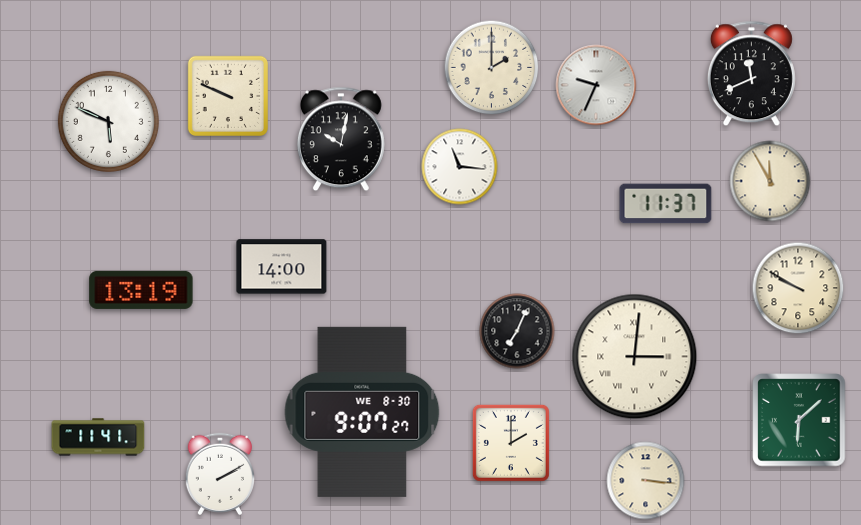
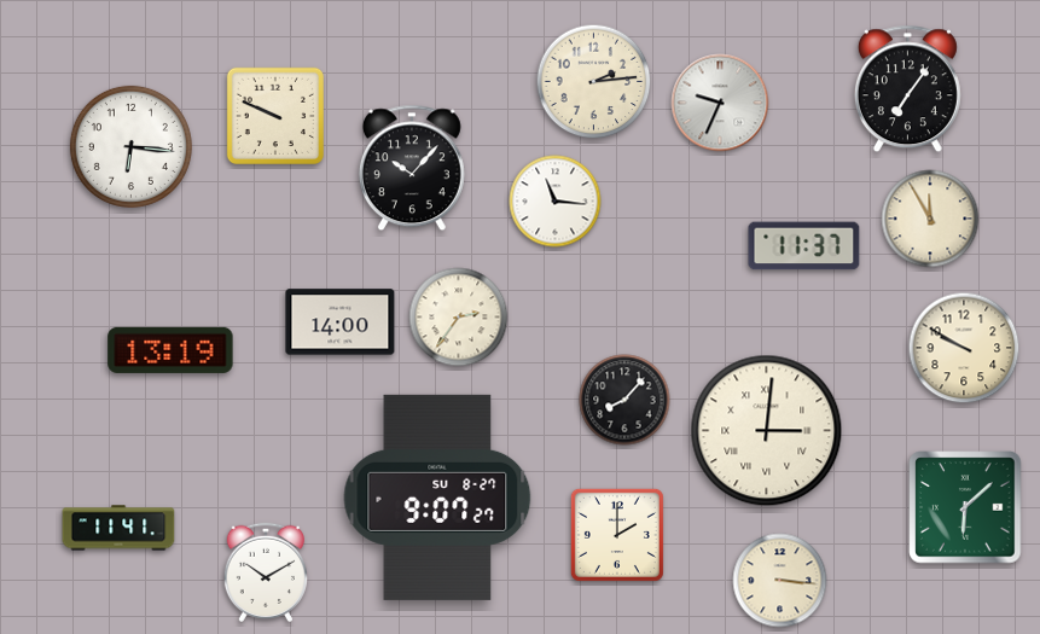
clock at (492, 68): 2:00 -> 2:14
clock at (751, 74): 11:41 -> 7:06
clock at (108, 121): 5:49 -> 6:16
clock at (341, 139): 10:02 -> 10:07
clock at (459, 318): none -> 2:36
clock at (517, 331): 7:04 -> 8:07
clock at (362, 412) date: WE 8-30 -> SU 8-27
clock at (219, 474): 2:10 -> 10:10
